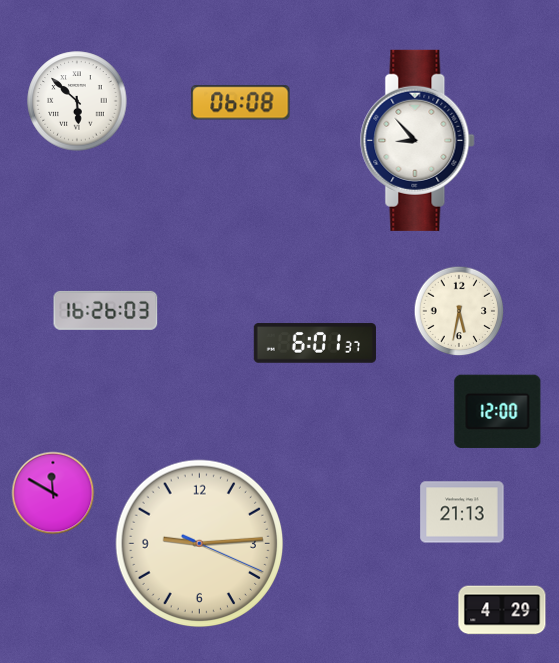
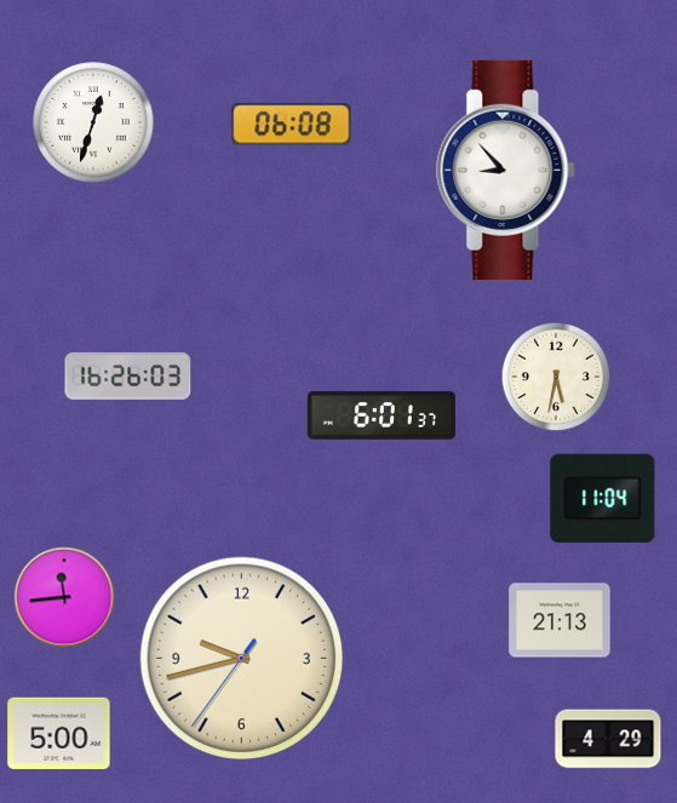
clock at (77, 101): 5:52 -> 12:33
clock at (498, 411): 12:00 -> 11:04
clock at (53, 493): 11:50 -> 11:44
clock at (200, 544): 9:14 -> 9:42
clock at (59, 733): none -> 5:00
